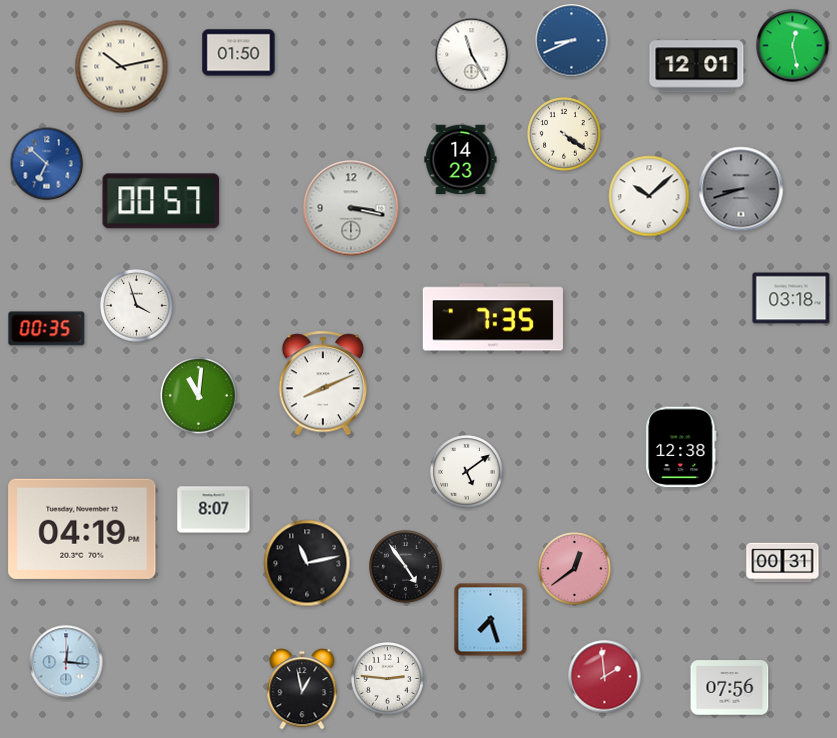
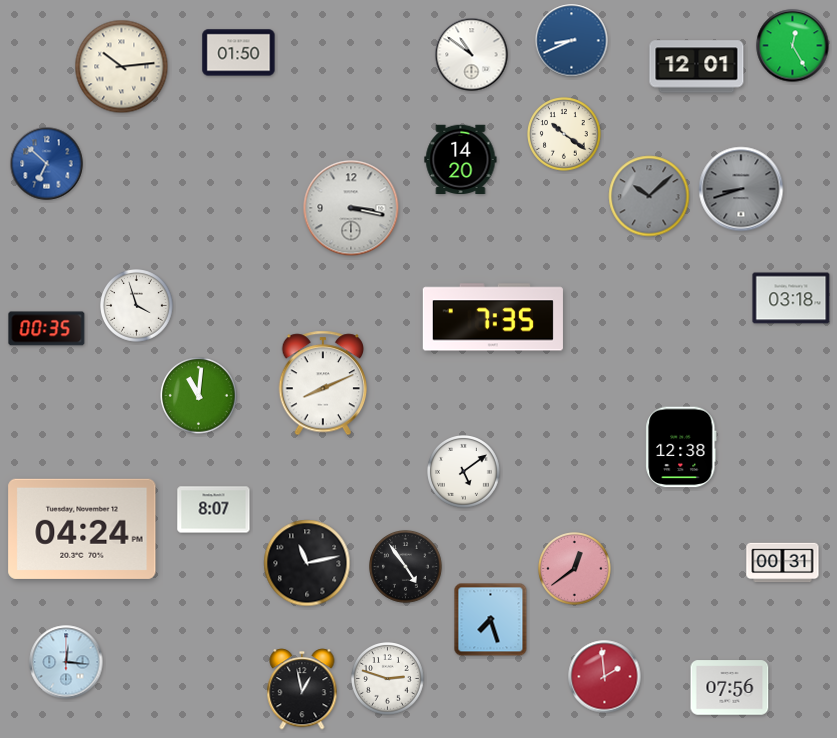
clock at (793, 46): 12:28 -> 12:25
clock at (472, 55): 11:25 -> 10:51
clock at (122, 67): 10:13 -> 10:14
clock at (564, 134): 4:21 -> 10:21
clock at (461, 160): 14:23 -> 14:20
clock at (649, 196) dial: white -> grey
clock at (161, 201): 00:57 -> none
clock at (467, 472) position: (467, 472) -> (464, 472)
clock at (82, 529): 04:19 -> 04:24
clock at (388, 679): 2:46 -> 2:48
